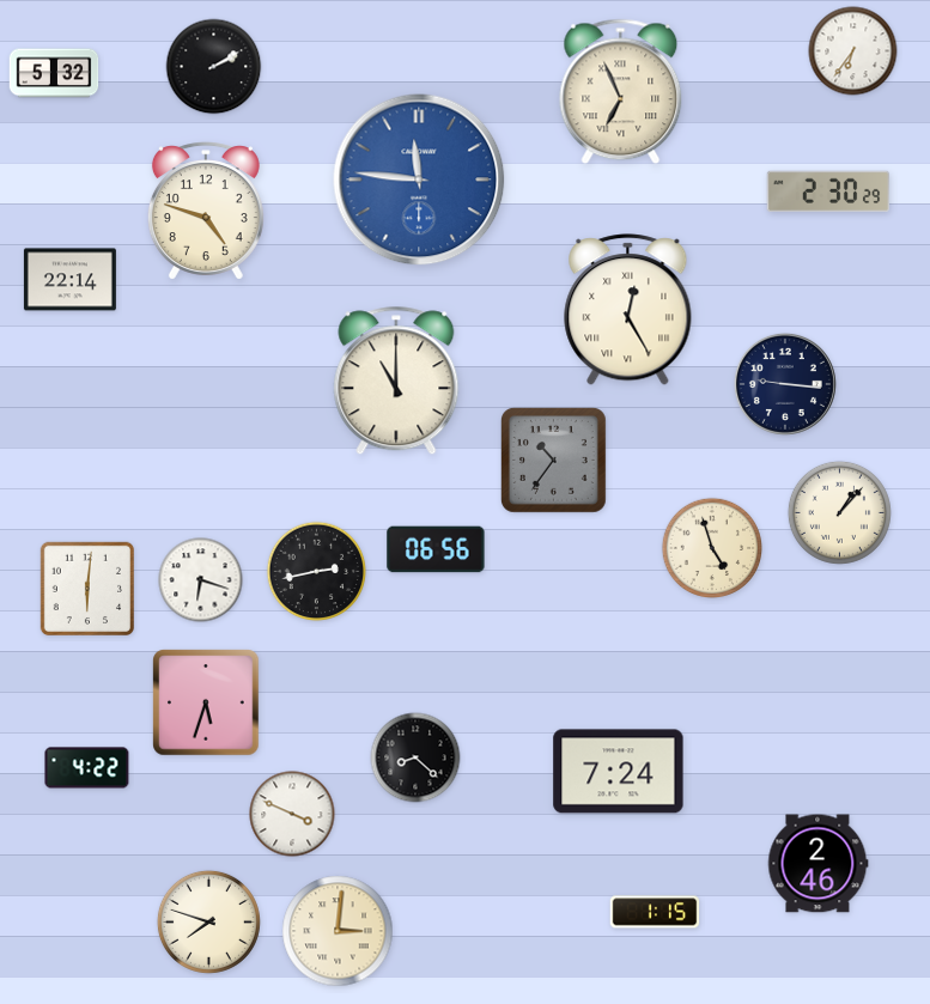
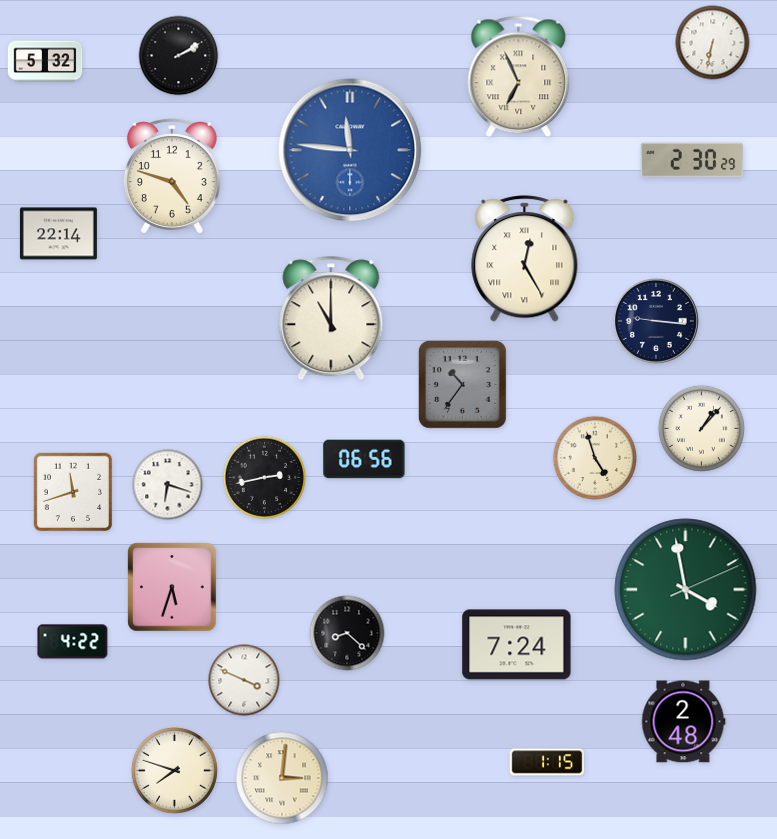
clock at (853, 51): 6:36 -> 6:32
clock at (86, 588): 6:01 -> 11:42
clock at (686, 590): none -> 3:58
clock at (817, 864): 2:46 -> 2:48
